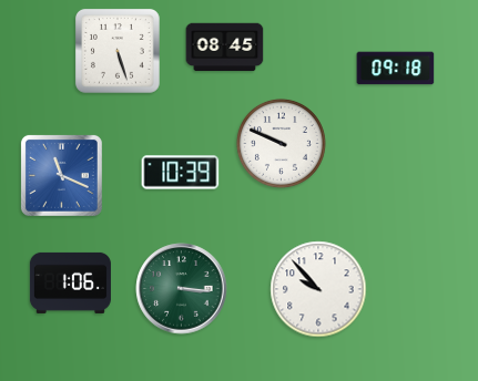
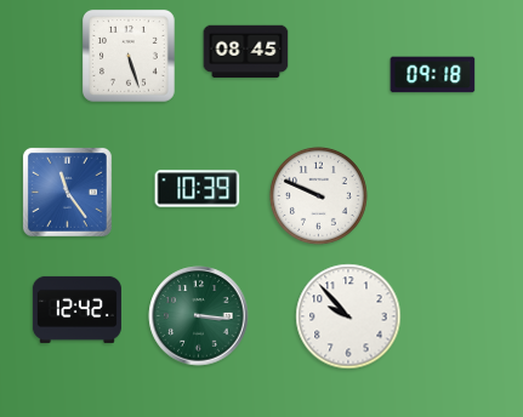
clock at (281, 143) position: (281, 143) -> (318, 195)
clock at (61, 175): 11:19 -> 11:24
clock at (70, 282): 1:06 -> 12:42
